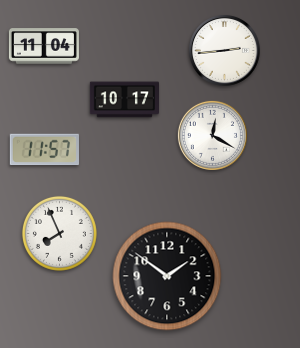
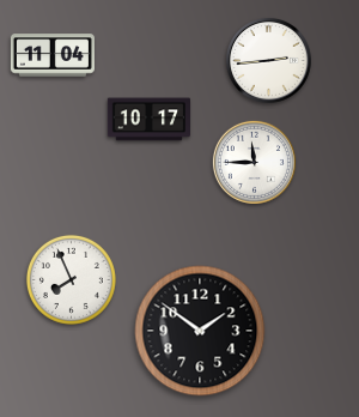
clock at (212, 135): 12:20 -> 11:45
clock at (44, 150): 11:57 -> none
